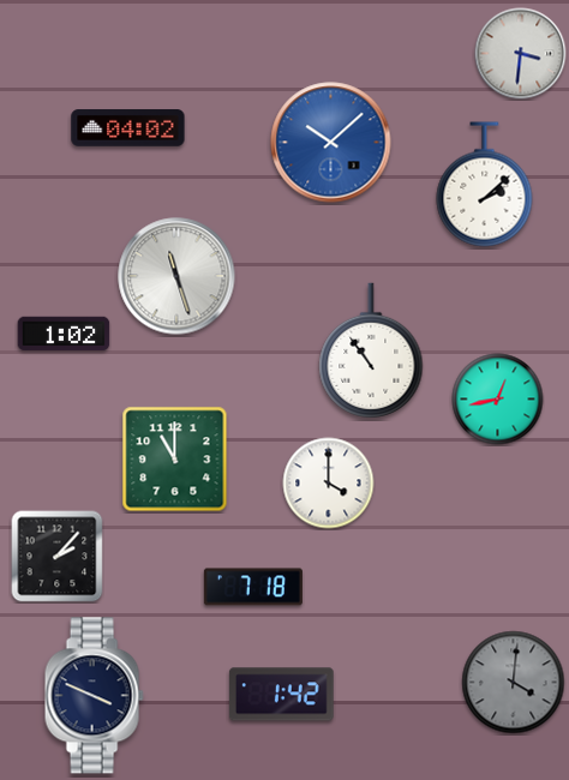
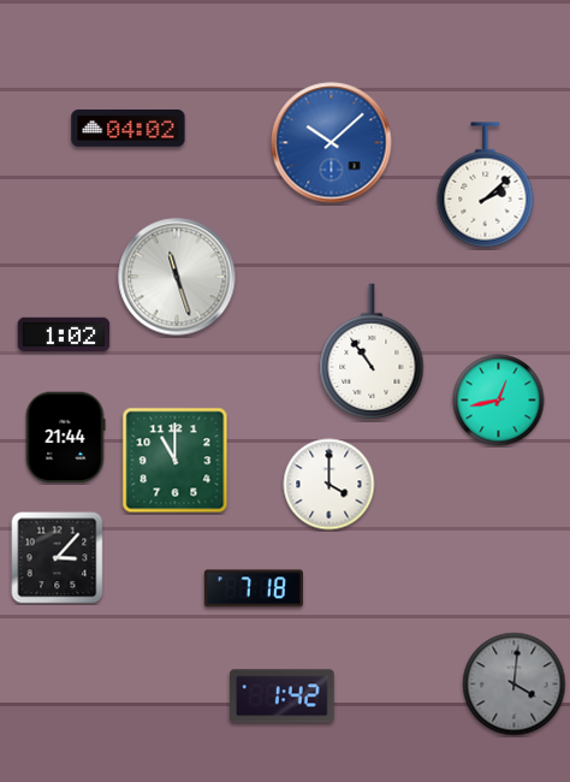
clock at (521, 54): 3:31 -> none
clock at (65, 438): none -> 21:44
clock at (58, 557): 2:07 -> 3:07
clock at (94, 696): 3:49 -> none
